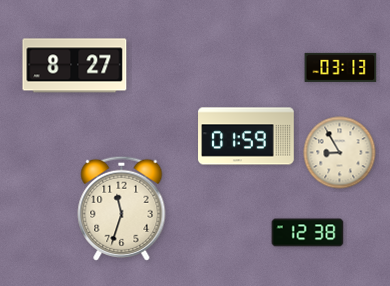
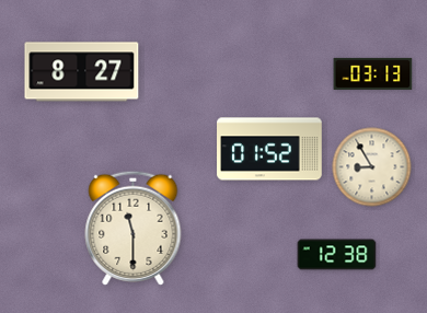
clock at (246, 136): 01:59 -> 01:52
clock at (122, 208): 11:33 -> 11:30
